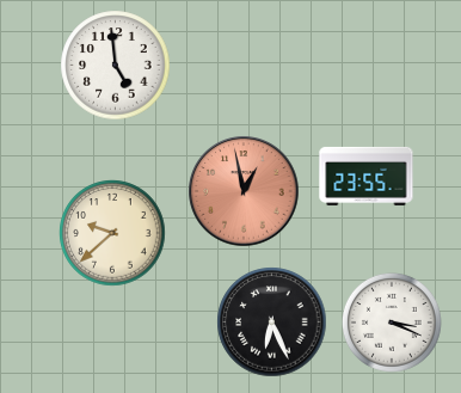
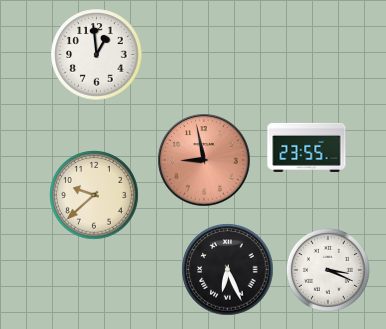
clock at (116, 66): 4:59 -> 12:59
clock at (244, 191): 12:58 -> 8:58
